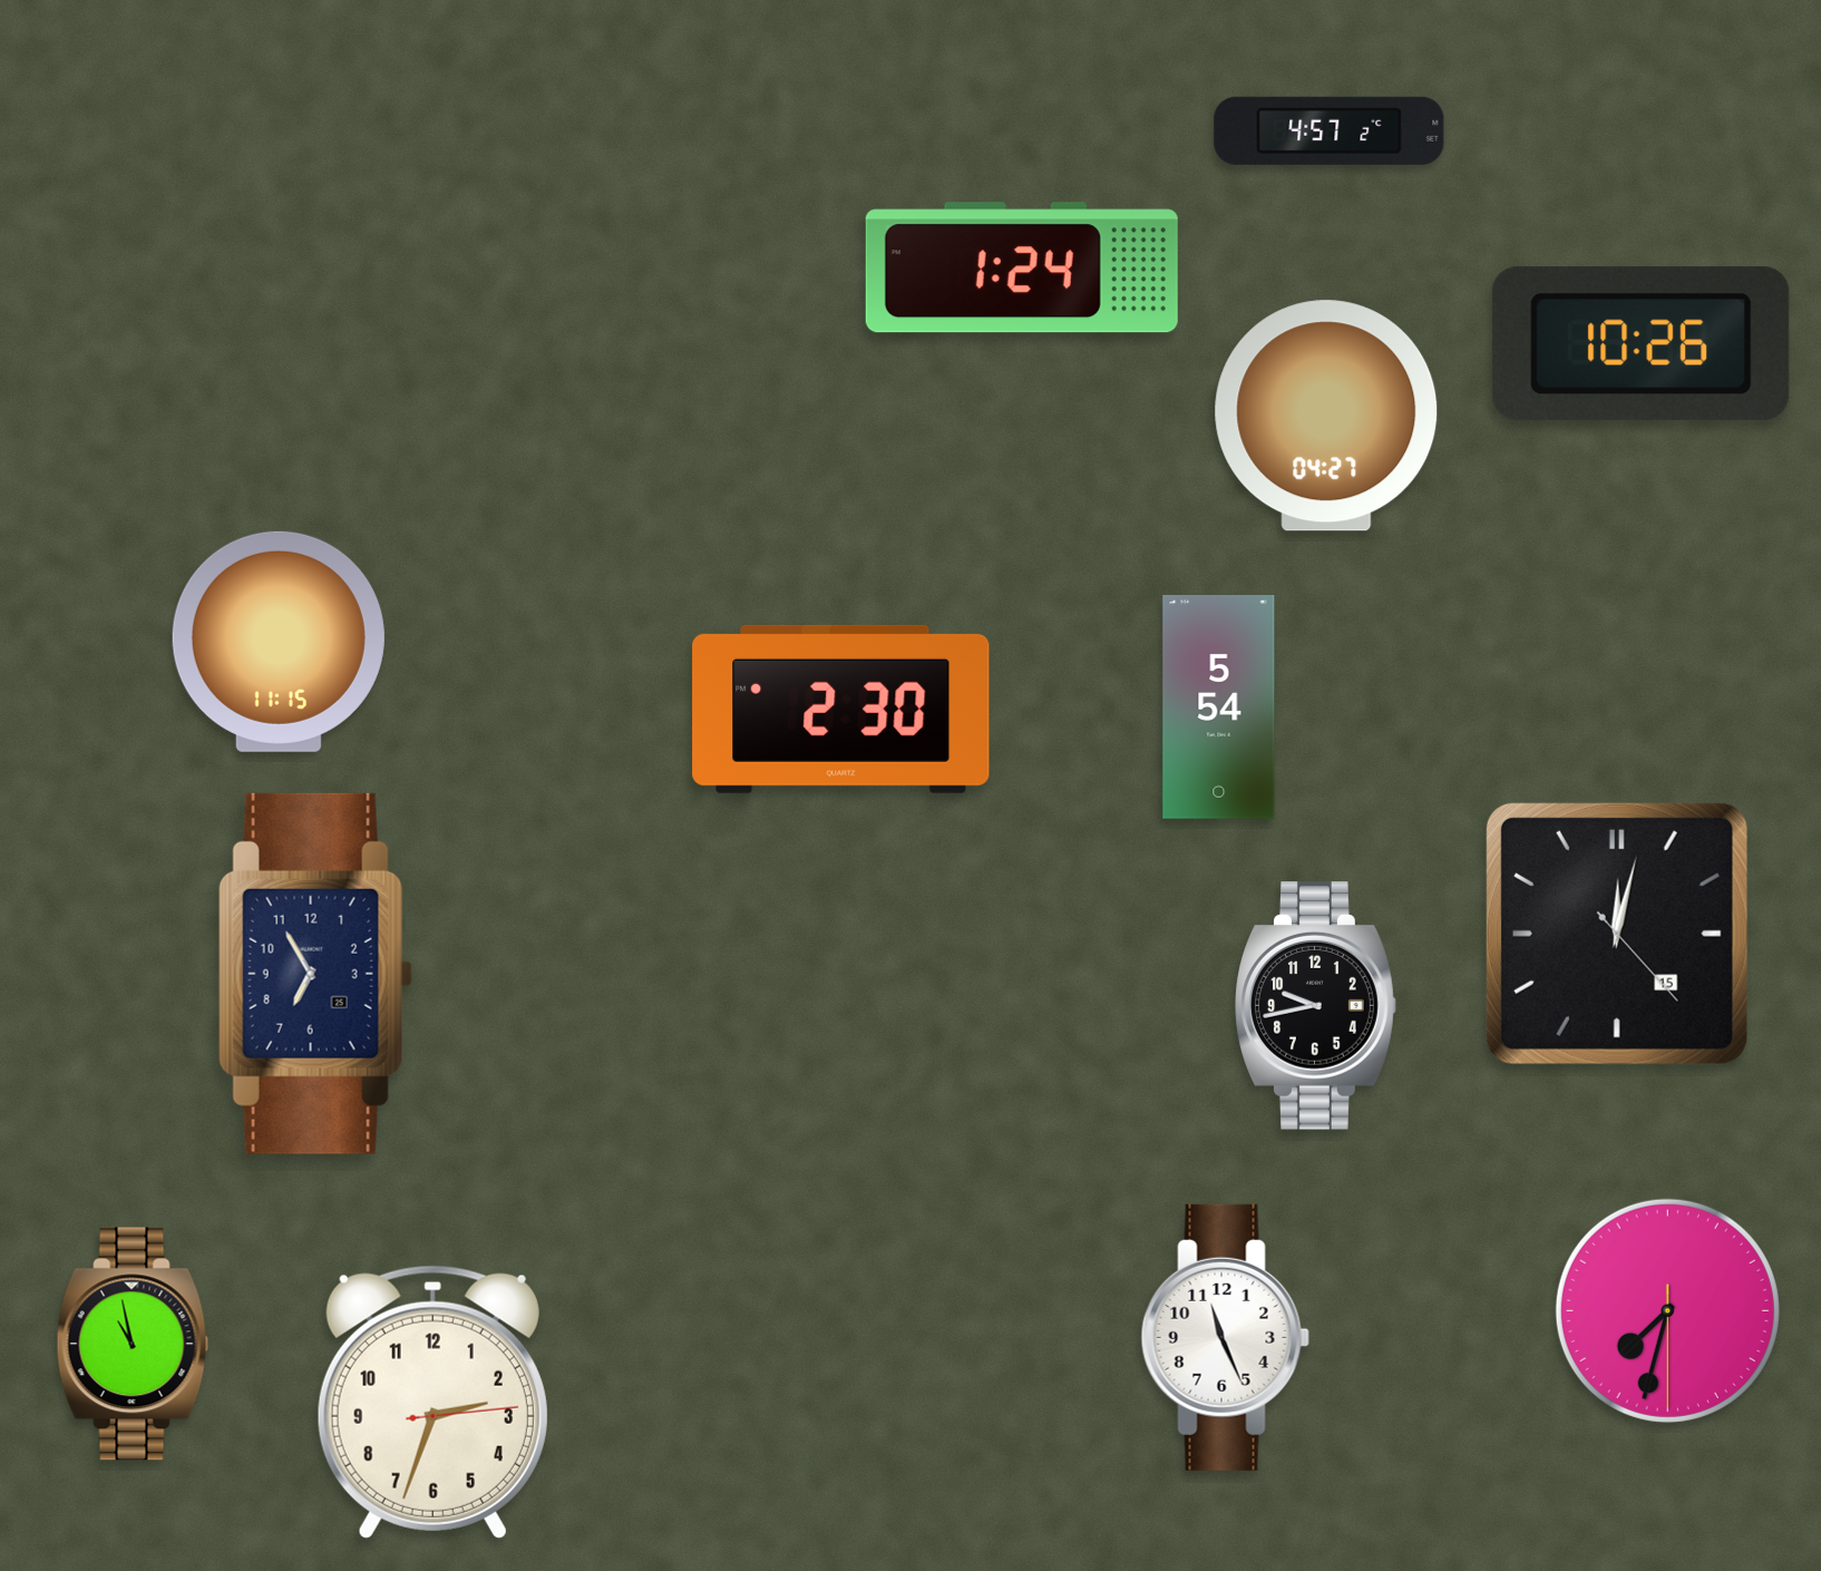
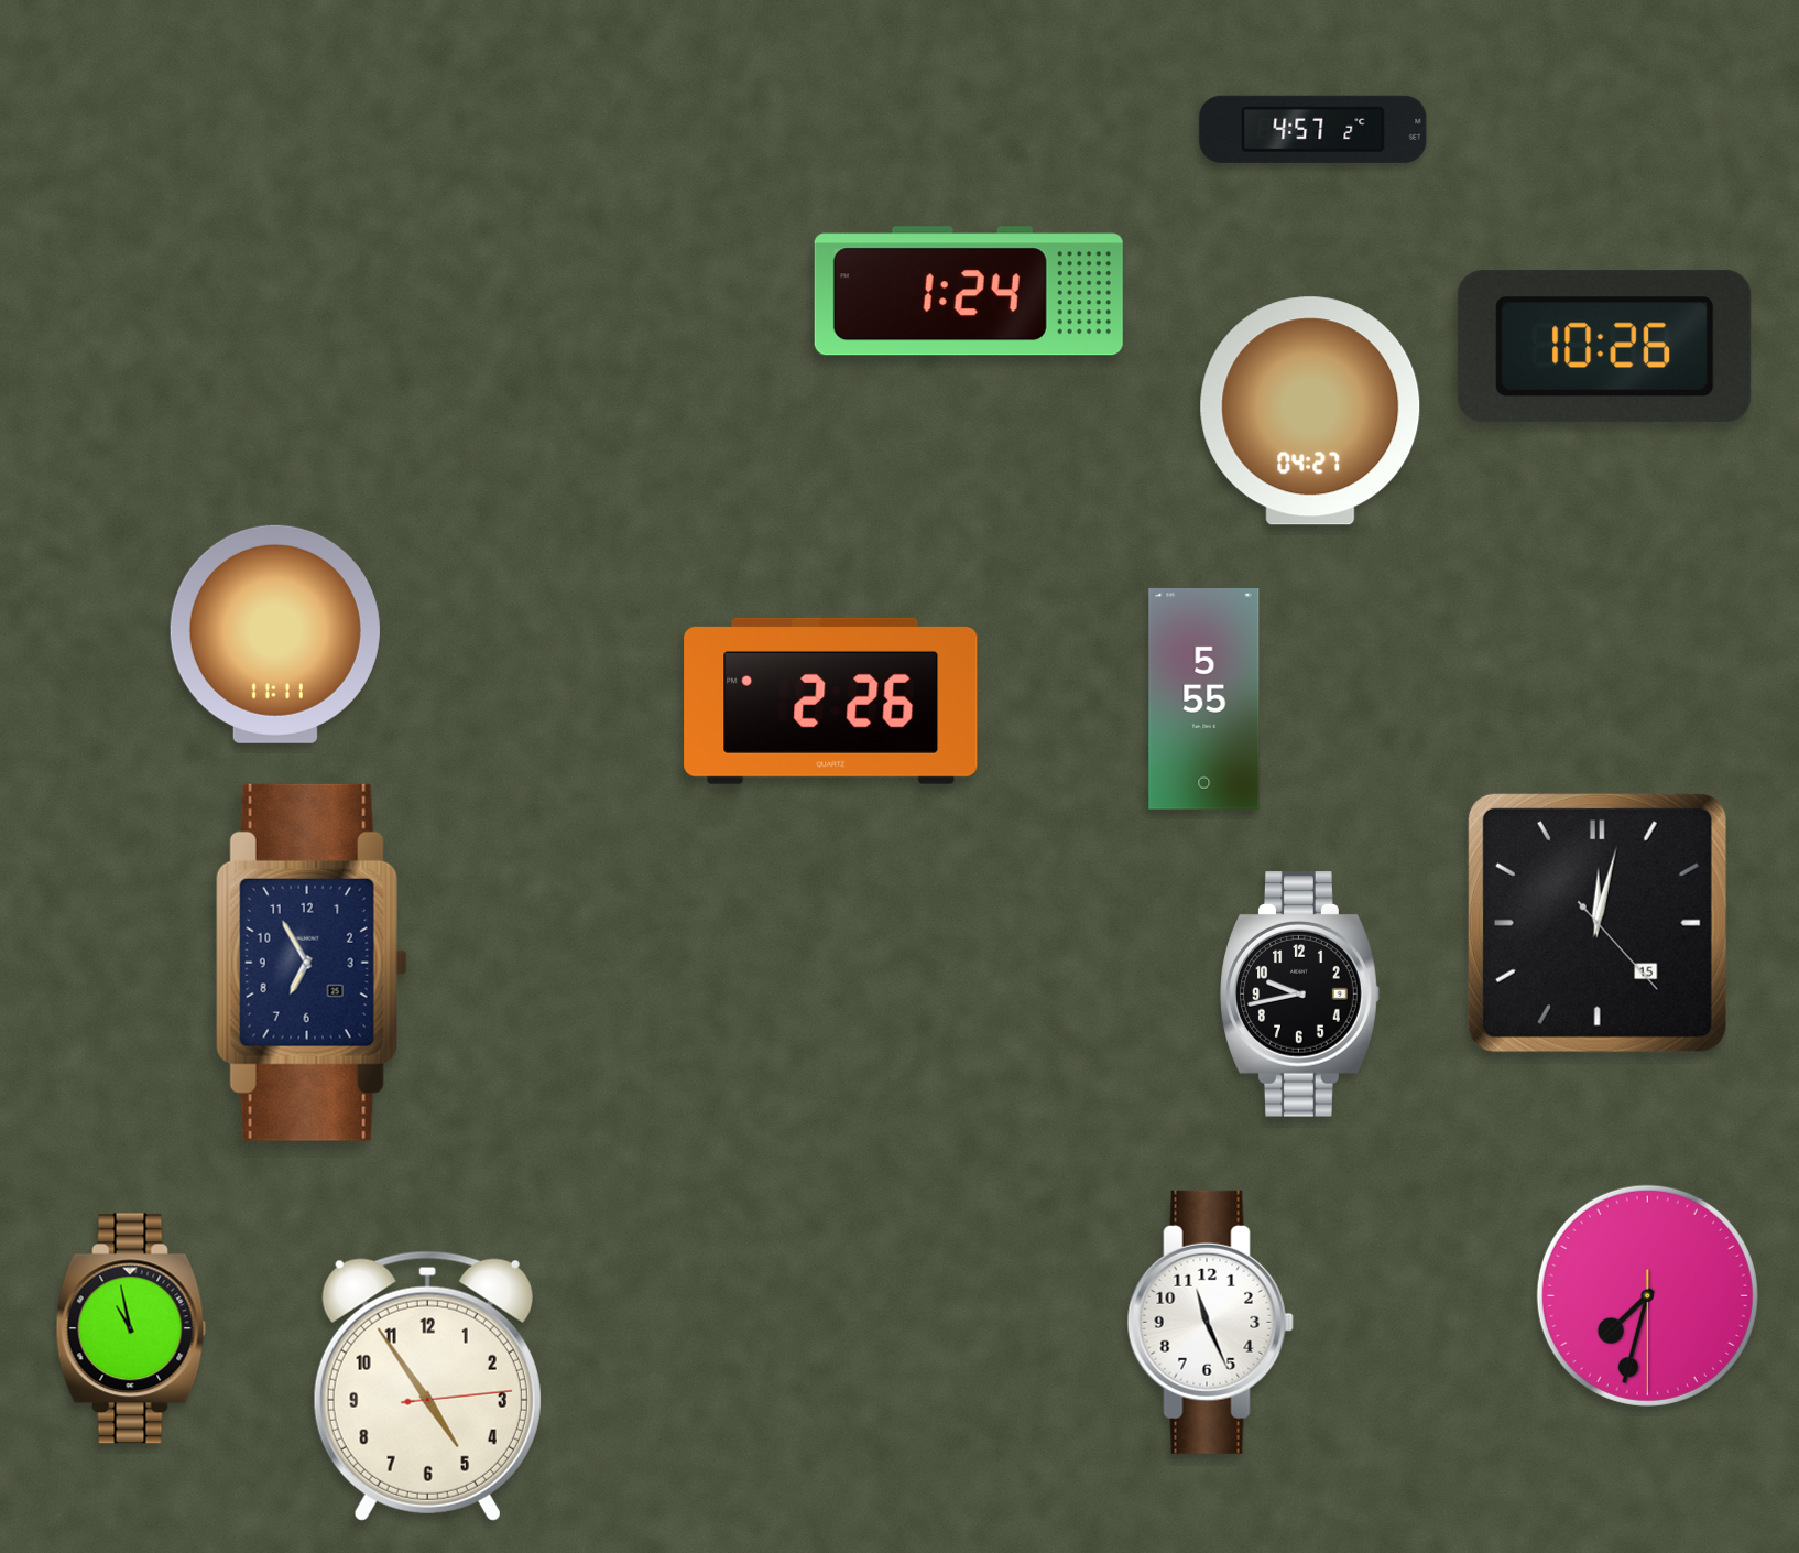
clock at (1022, 267) position: (1022, 267) -> (969, 291)
clock at (1640, 344) position: (1640, 344) -> (1604, 347)
clock at (279, 642): 11:15 -> 11:11
clock at (1219, 708): 5:54 -> 5:55
clock at (841, 709): 2:30 -> 2:26
clock at (432, 1402): 2:33 -> 4:54
